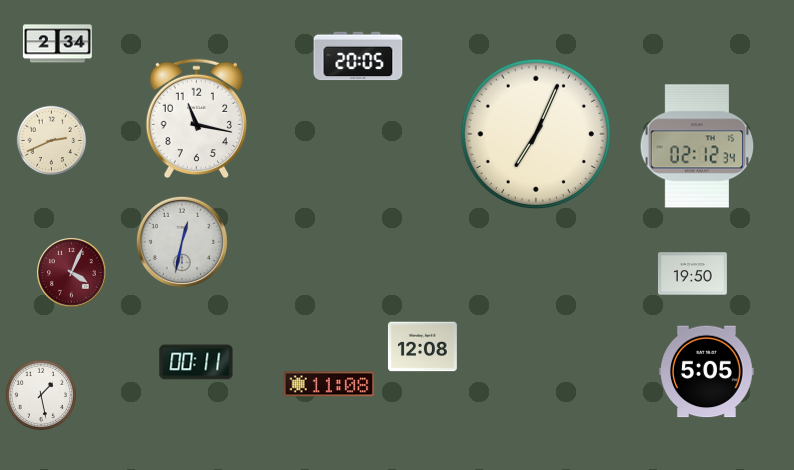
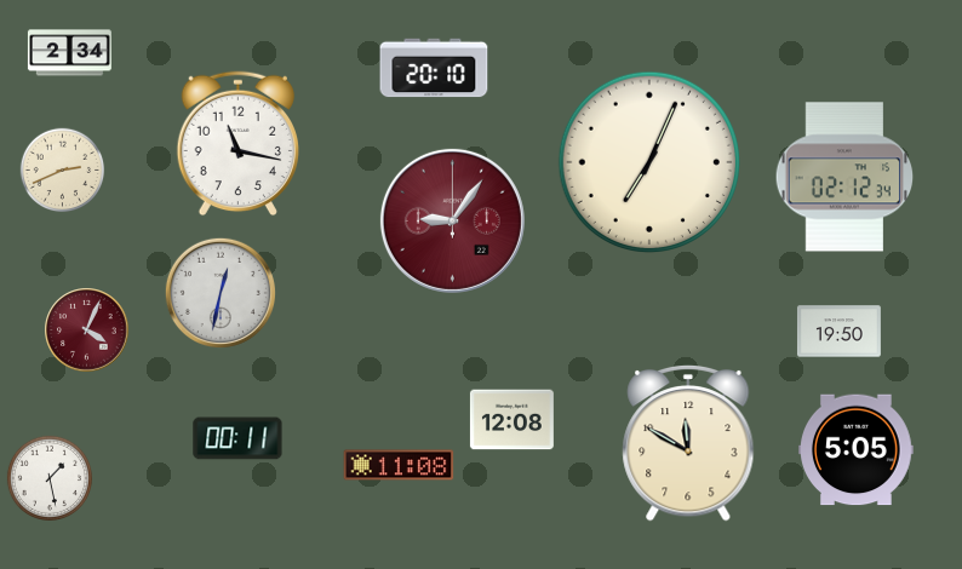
clock at (358, 56): 20:05 -> 20:10
clock at (452, 220): none -> 9:06
clock at (688, 443): none -> 11:50
